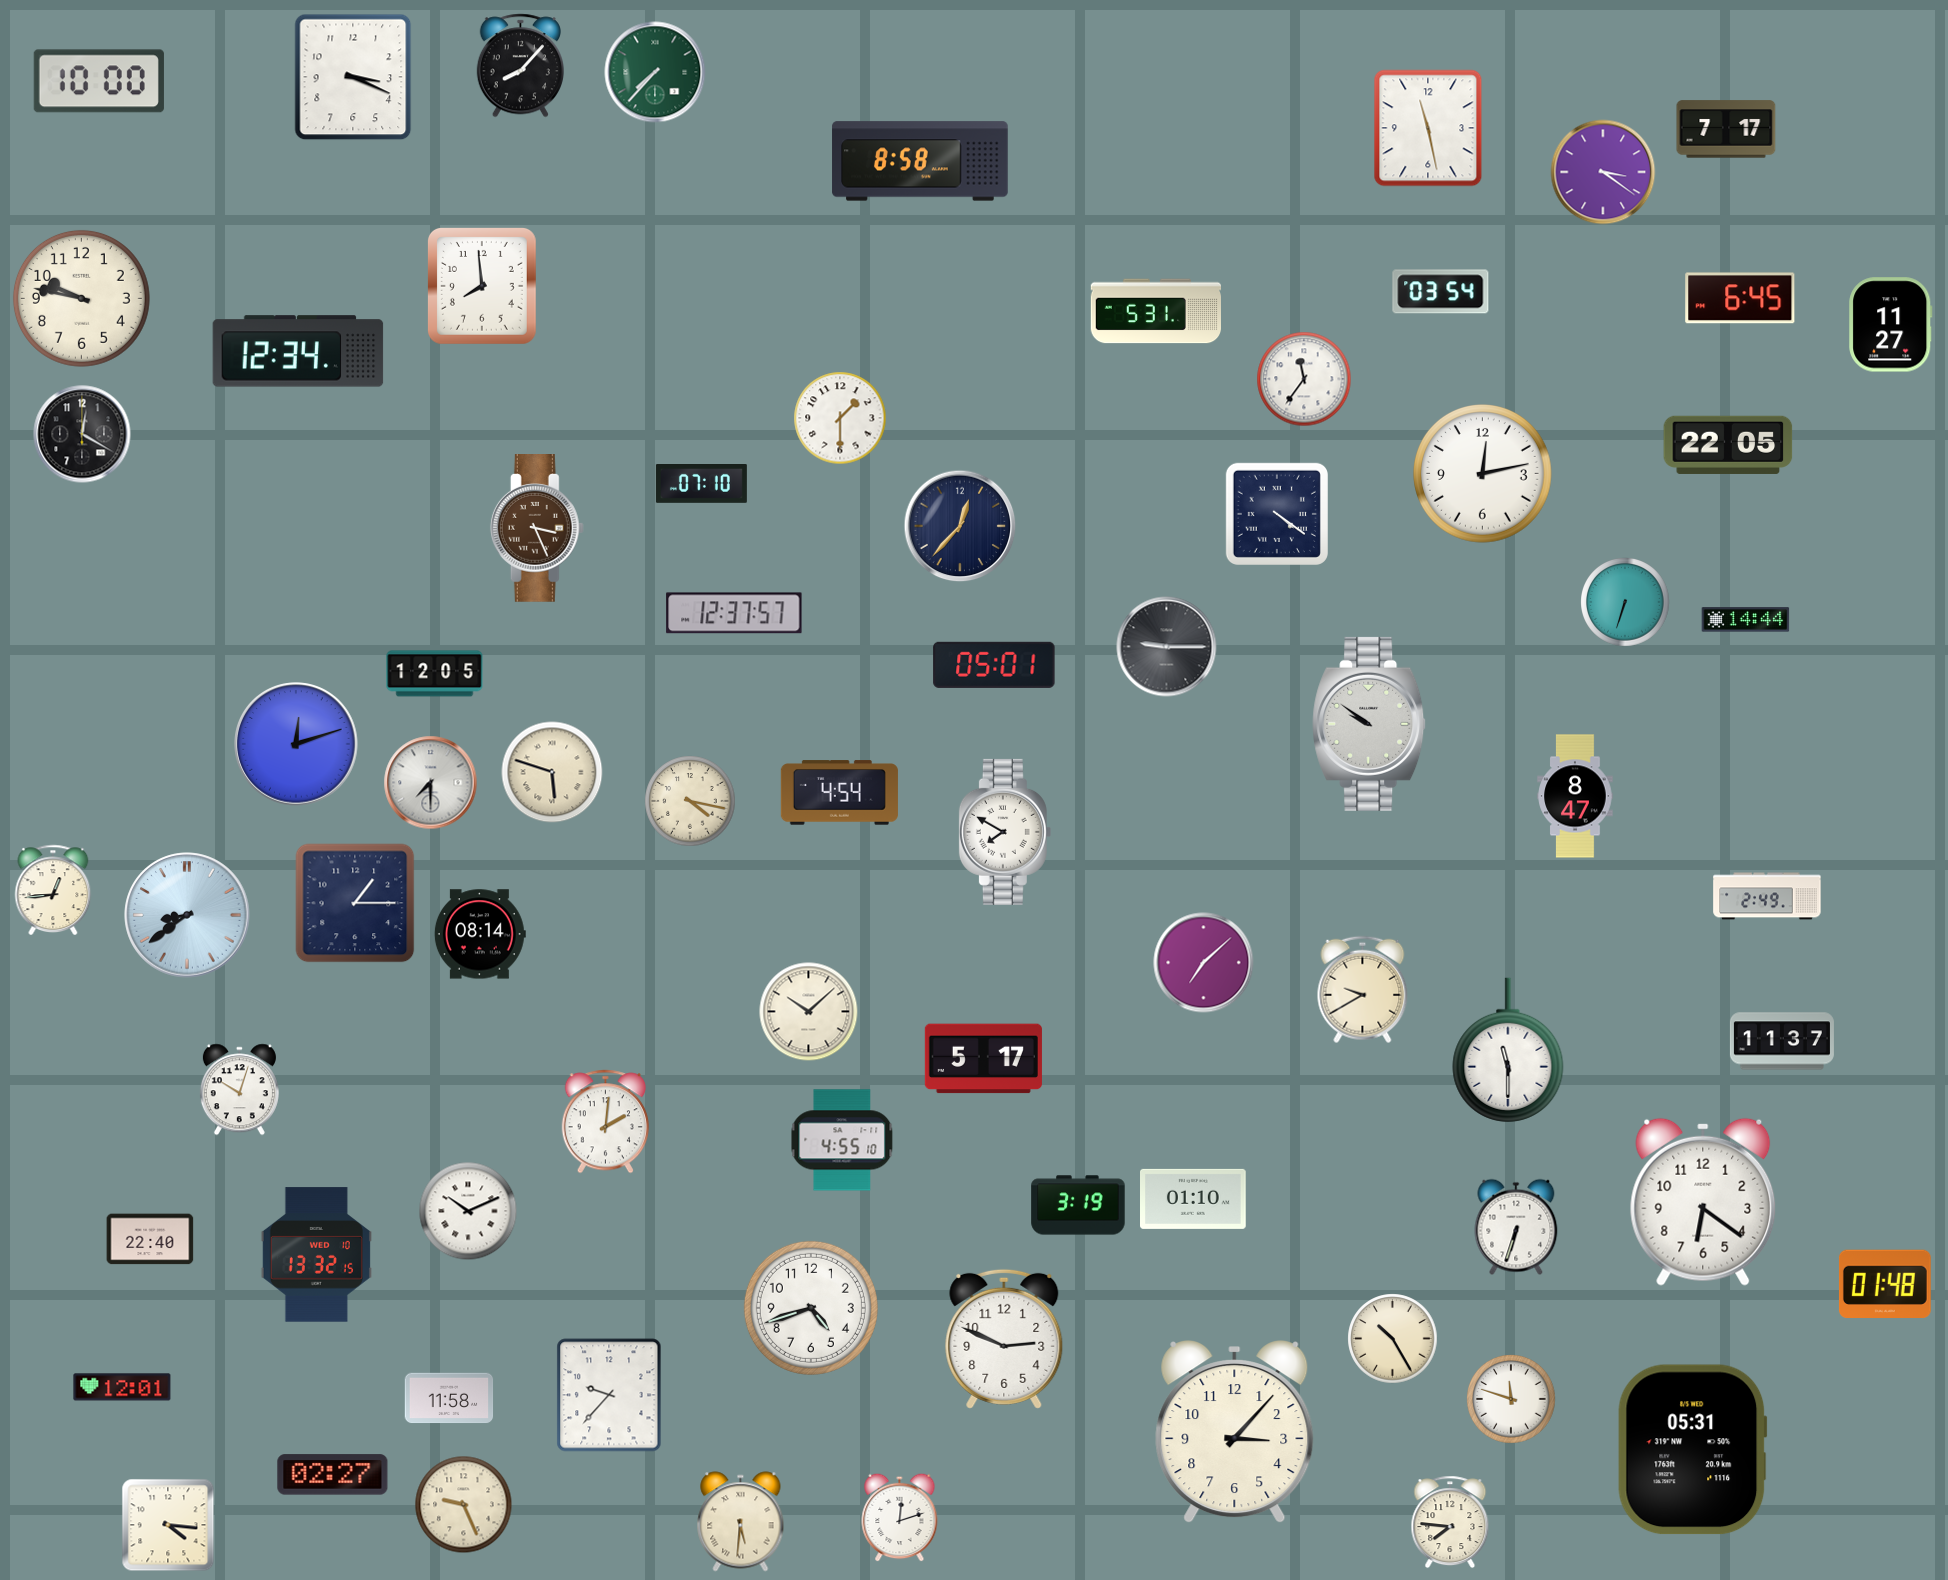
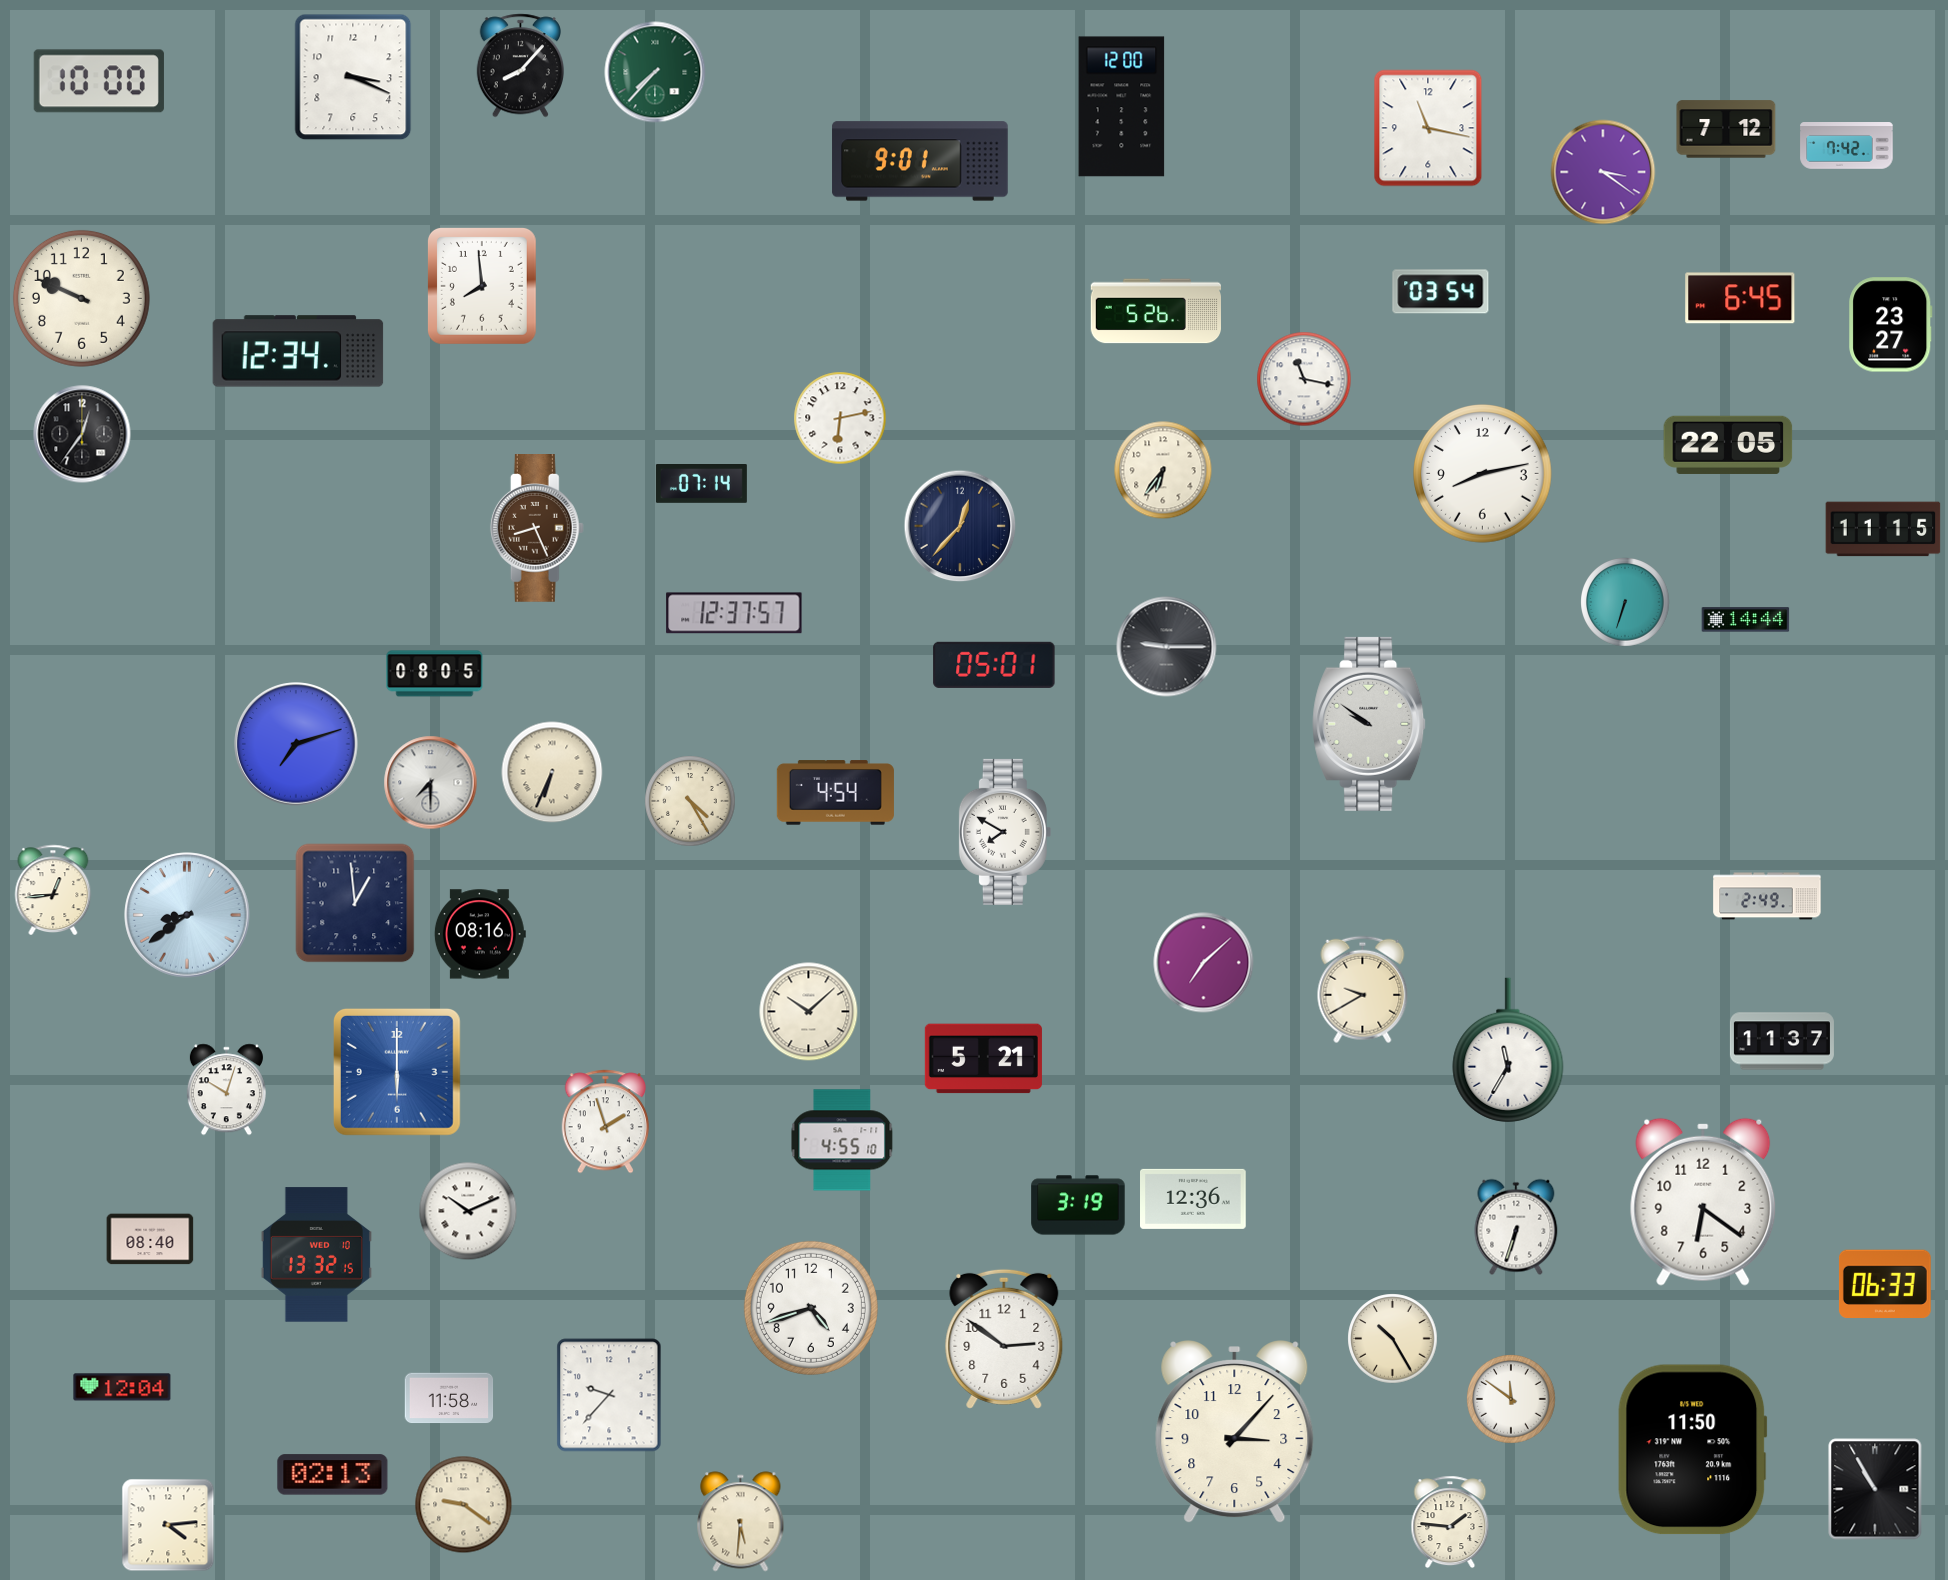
clock at (1122, 107): none -> 12:00
clock at (1428, 128): 11:28 -> 11:17
clock at (1726, 129): 7:17 -> 7:12
clock at (1847, 146): none -> 7:42
clock at (920, 161): 8:58 -> 9:01
clock at (81, 298): 9:47 -> 9:49
clock at (1155, 311): 5:31 -> 5:26
clock at (1891, 325): 11:27 -> 23:27
clock at (1304, 379): 11:36 -> 11:17
clock at (840, 418): 1:30 -> 6:13
clock at (82, 434): 12:20 -> 12:36
clock at (1163, 470): none -> 6:36
clock at (1483, 474): 12:13 -> 8:13
clock at (701, 484): 07:10 -> 07:14
clock at (1277, 514): 4:21 -> none
clock at (537, 529): 3:26 -> 8:26
clock at (1883, 529): none -> 11:15
clock at (435, 674): 12:05 -> 08:05
clock at (296, 744): 12:12 -> 7:12
clock at (552, 772): 5:48 -> 6:34
clock at (839, 793) position: (839, 793) -> (835, 793)
clock at (1575, 796): 8:47 -> none
clock at (690, 801): 4:17 -> 4:25
clock at (355, 903): 1:15 -> 12:59
clock at (480, 934): 08:14 -> 08:16
clock at (1508, 1050): 11:30 -> 11:35
clock at (983, 1059): 5:17 -> 5:21
clock at (397, 1072): none -> 6:00
clock at (239, 1090) position: (239, 1090) -> (226, 1090)
clock at (605, 1122): 2:01 -> 1:57
clock at (1194, 1199): 01:10 -> 12:36
clock at (150, 1239): 22:40 -> 08:40
clock at (1885, 1283): 01:48 -> 06:33
clock at (1004, 1339): 2:49 -> 2:51
clock at (122, 1387): 12:01 -> 12:04
clock at (1511, 1399): 11:48 -> 11:51
clock at (1693, 1450): 05:31 -> 11:50
clock at (333, 1475): 02:27 -> 02:13
clock at (1875, 1489): none -> 10:55
clock at (464, 1505): 9:26 -> 9:21
clock at (900, 1517): 12:12 -> none
clock at (1450, 1522): 7:46 -> 1:46
clock at (168, 1525): 4:16 -> 4:14
